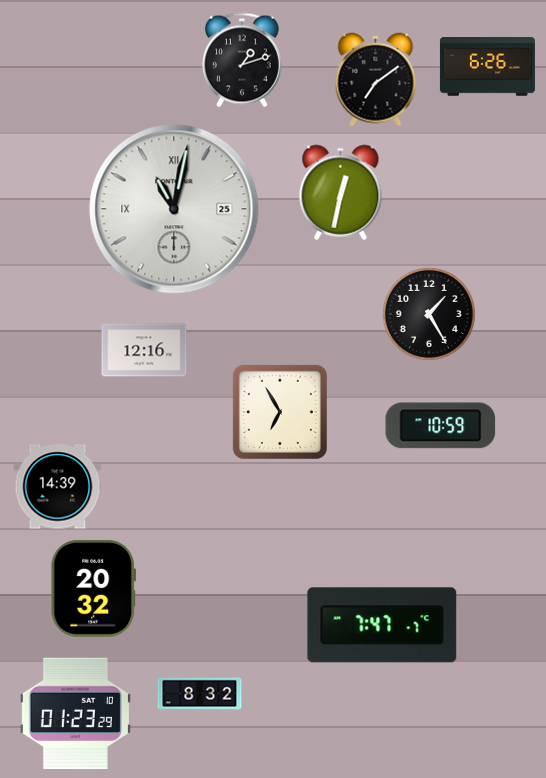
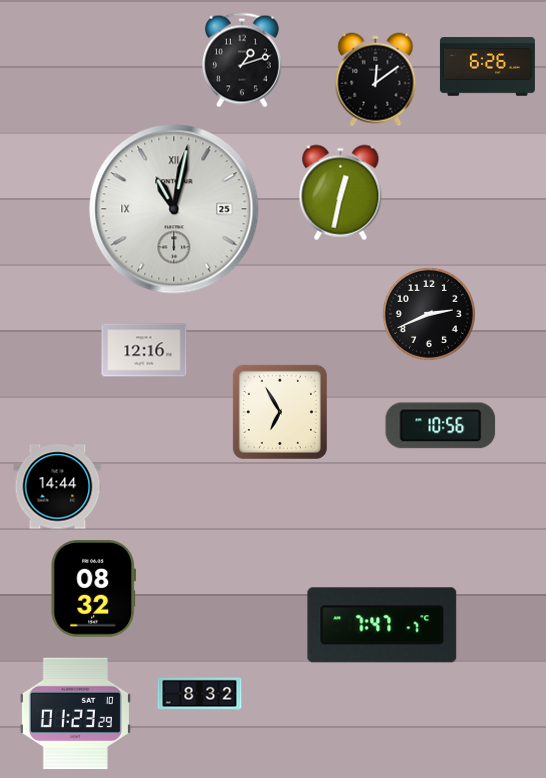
clock at (376, 80): 7:09 -> 12:09
clock at (429, 314): 1:25 -> 2:41
clock at (441, 426): 10:59 -> 10:56
clock at (58, 487): 14:39 -> 14:44
clock at (93, 589): 20:32 -> 08:32
